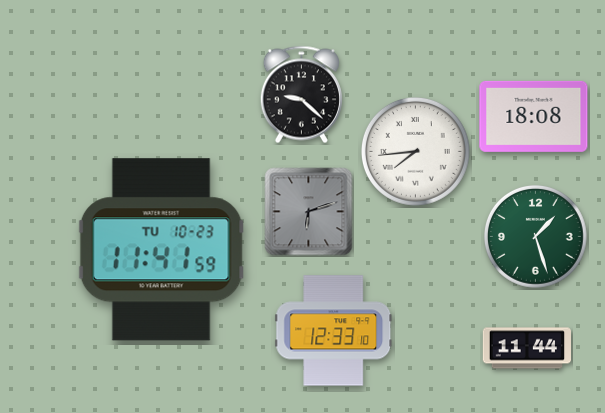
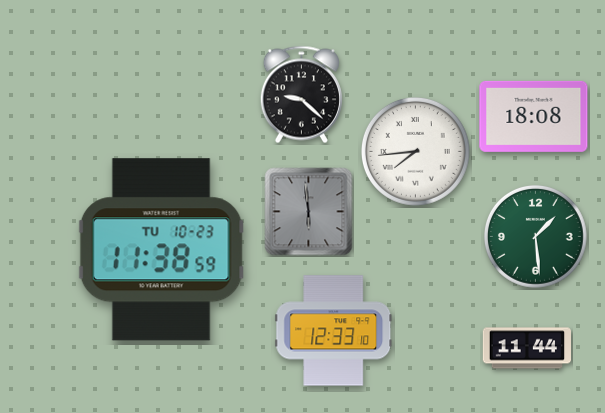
clock at (309, 212): 6:12 -> 5:59
clock at (536, 237): 1:27 -> 1:29
clock at (162, 250): 11:41 -> 11:38
